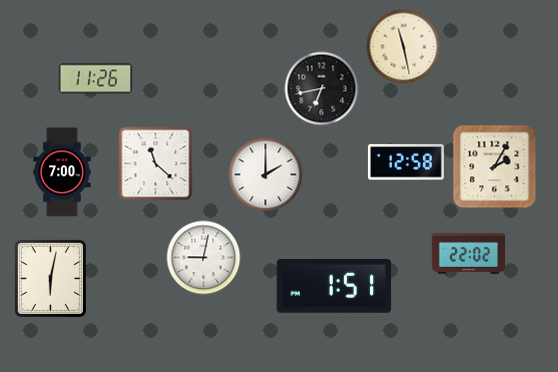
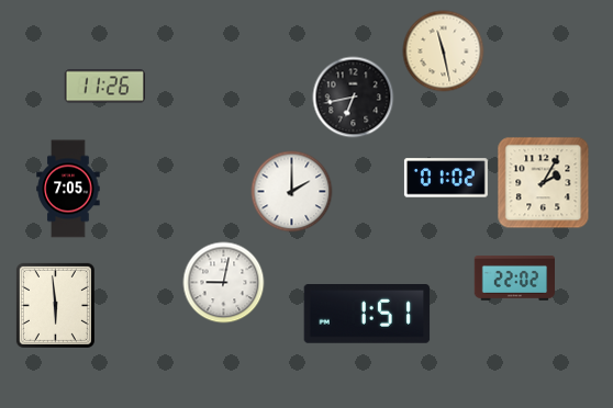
clock at (406, 162): 12:58 -> 01:02
clock at (156, 164): 11:22 -> none
clock at (62, 172): 7:00 -> 7:05
clock at (50, 278): 6:02 -> 5:59
